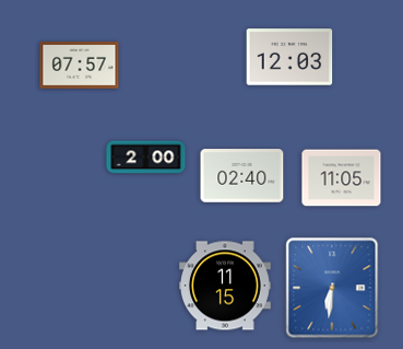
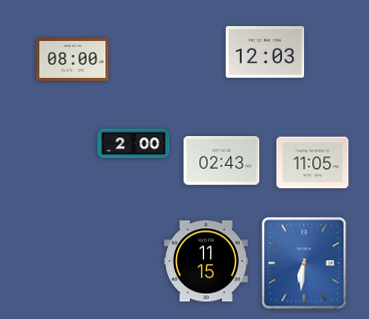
clock at (80, 66): 07:57 -> 08:00
clock at (242, 176): 02:40 -> 02:43
